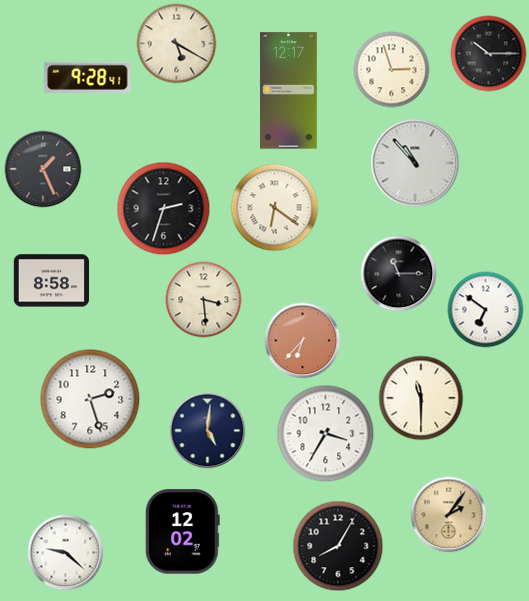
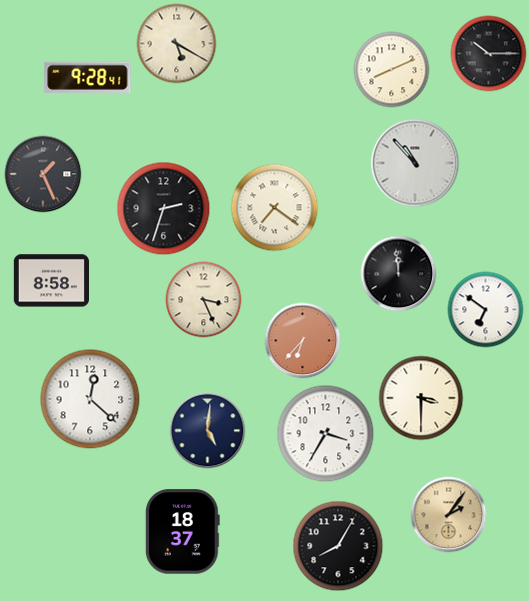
clock at (392, 70): 2:57 -> 8:11
clock at (289, 91): 12:17 -> none
clock at (43, 169) position: (43, 169) -> (43, 174)
clock at (275, 208): 6:21 -> 7:21
clock at (399, 274): 11:15 -> 11:59
clock at (204, 300): 3:29 -> 3:26
clock at (421, 398): 11:30 -> 3:30
clock at (90, 399): 2:27 -> 12:22
clock at (182, 532): 12:02 -> 18:37
clock at (66, 553): 9:22 -> none
